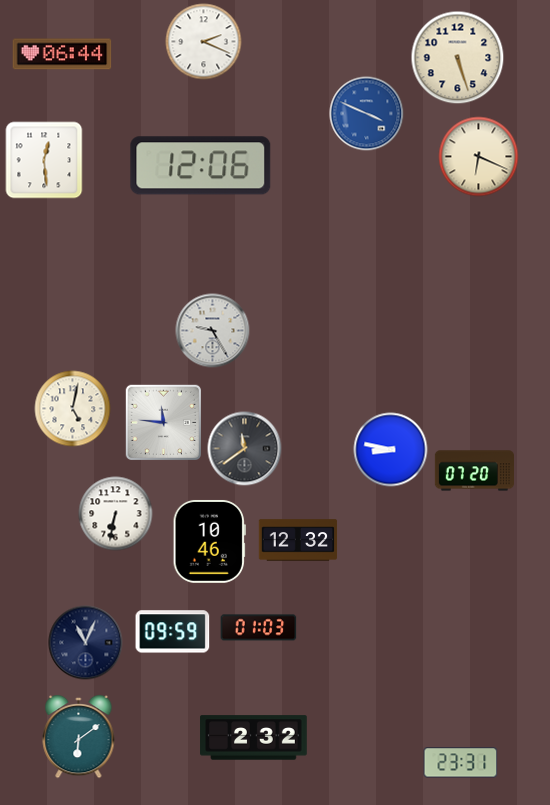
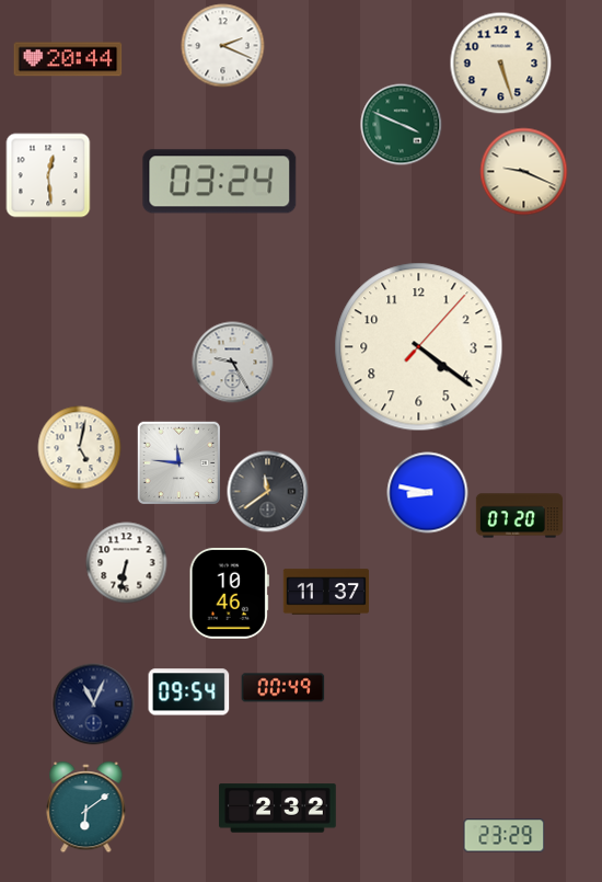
clock at (62, 54): 06:44 -> 20:44
clock at (367, 114) dial: blue -> green
clock at (479, 157): 6:19 -> 9:19
clock at (201, 166): 12:06 -> 03:24
clock at (419, 347): none -> 4:21
clock at (298, 540): 12:32 -> 11:37
clock at (259, 628): 01:03 -> 00:49
clock at (173, 632): 09:59 -> 09:54
clock at (461, 763): 23:31 -> 23:29
